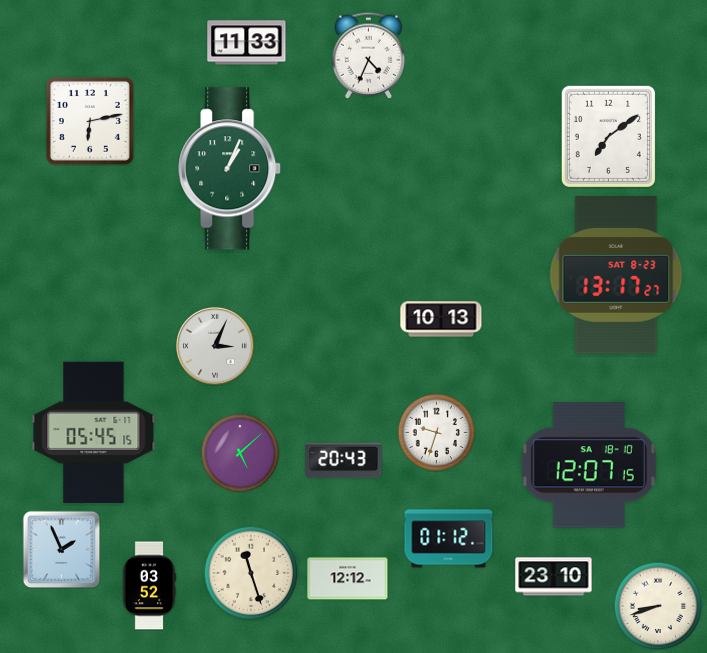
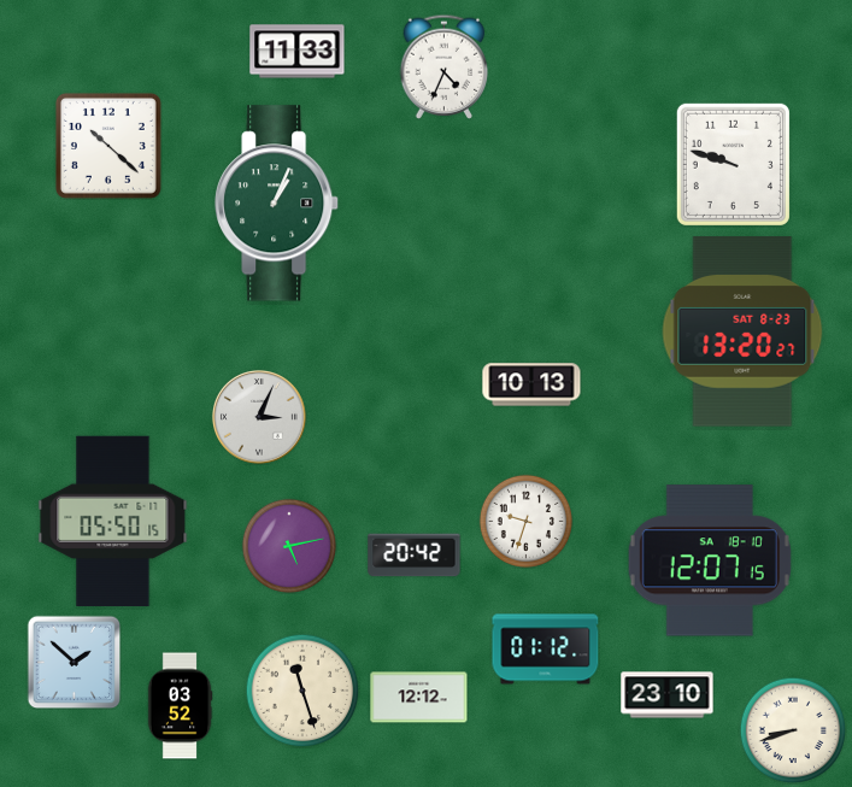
clock at (90, 121): 6:13 -> 10:22
clock at (608, 136): 7:09 -> 9:48
clock at (616, 275): 13:17 -> 13:20
clock at (94, 433): 05:45 -> 05:50
clock at (239, 452): 5:08 -> 5:13
clock at (344, 461): 20:43 -> 20:42
clock at (449, 539) position: (449, 539) -> (546, 650)
clock at (61, 549): 1:56 -> 1:52
